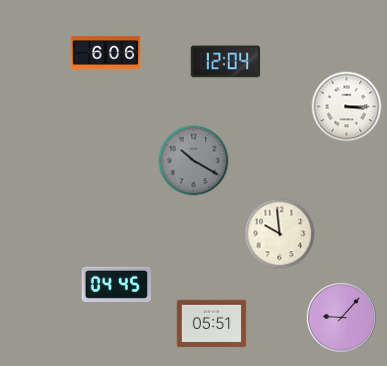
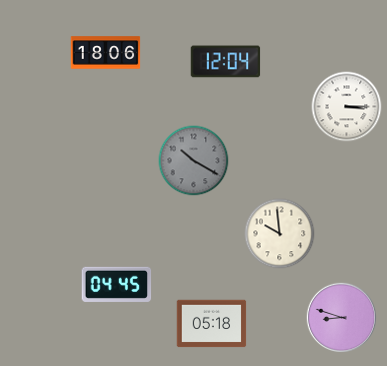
clock at (106, 53): 6:06 -> 18:06
clock at (341, 317): 9:07 -> 8:48
clock at (212, 324): 05:51 -> 05:18
